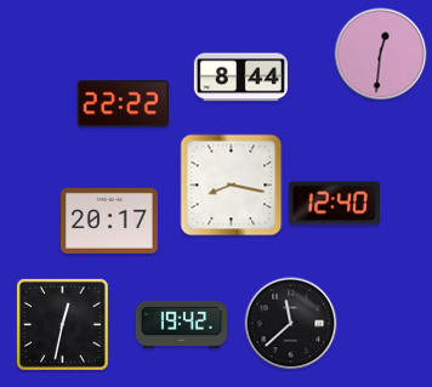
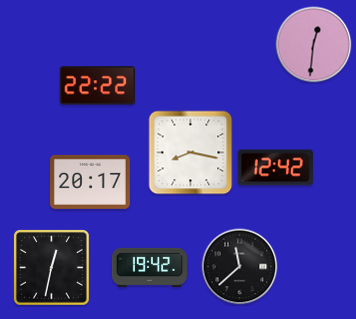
clock at (240, 78): 8:44 -> none
clock at (123, 104) position: (123, 104) -> (97, 86)
clock at (334, 204): 12:40 -> 12:42
